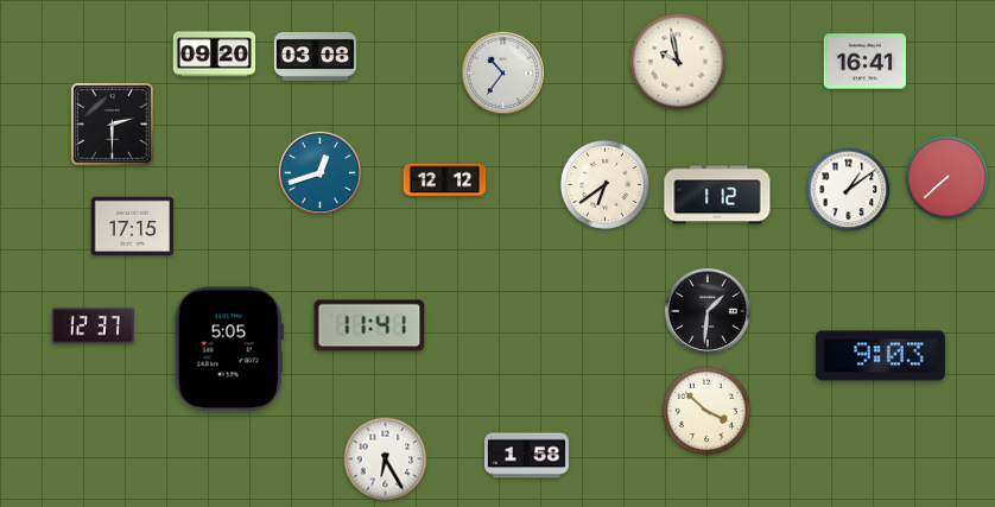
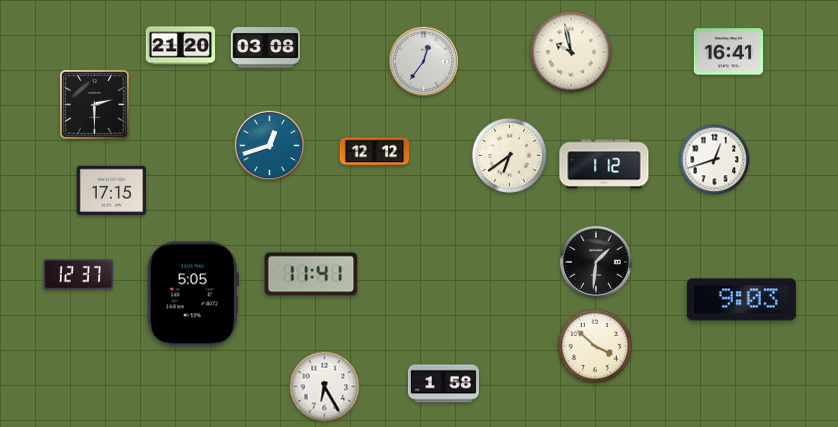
clock at (215, 55): 09:20 -> 21:20
clock at (502, 72): 10:36 -> 12:36
clock at (948, 178): 7:38 -> none
clock at (849, 190): 1:09 -> 12:42
